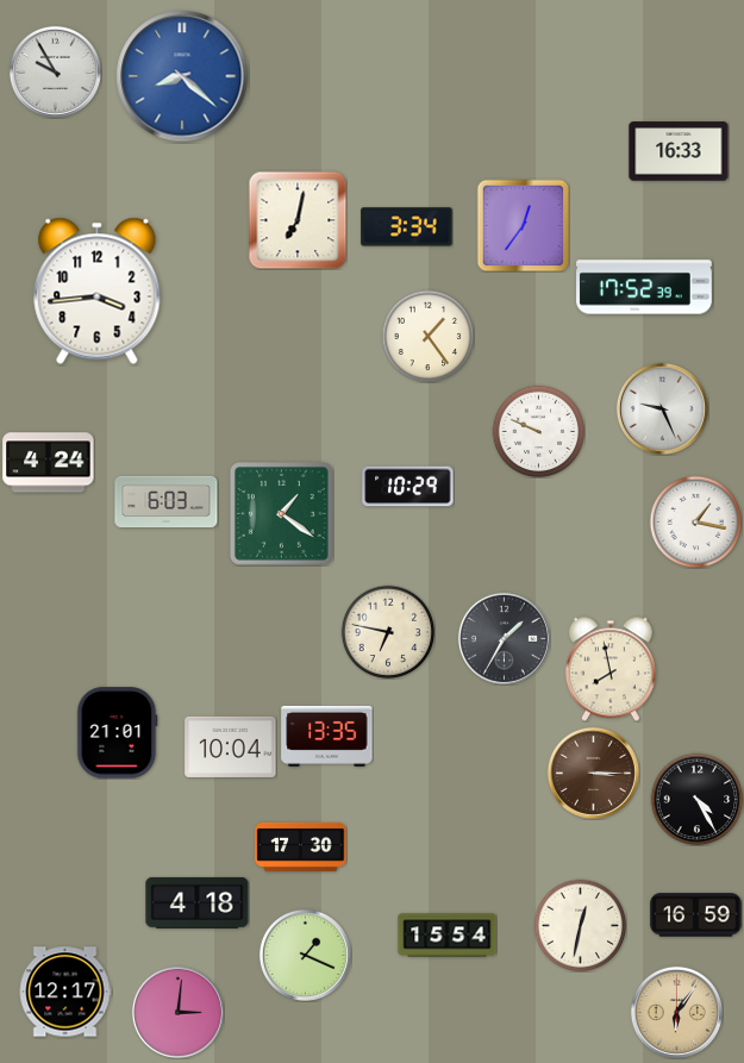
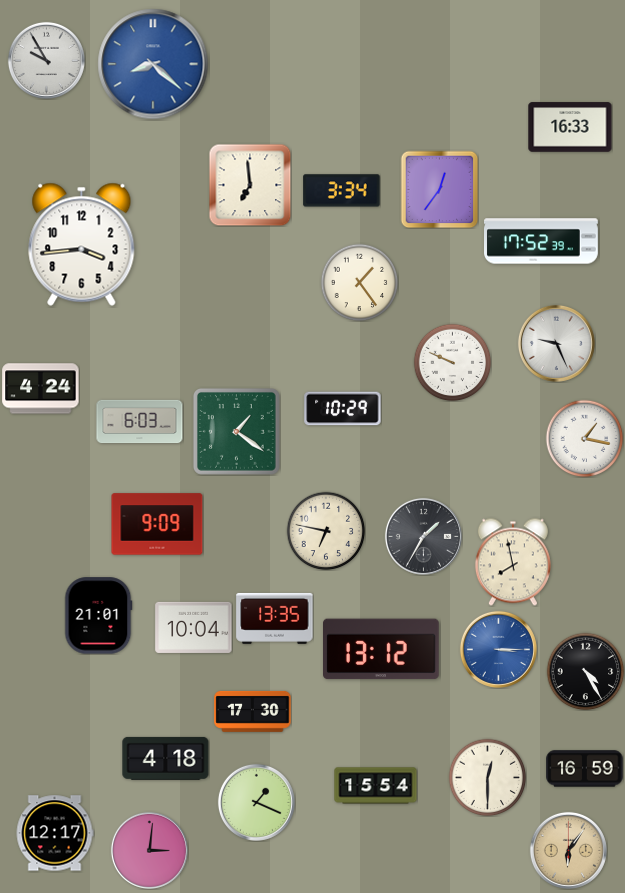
clock at (298, 220): 7:02 -> 6:59
clock at (157, 524): none -> 9:09
clock at (382, 649): none -> 13:12
clock at (593, 773) dial: brown -> blue
clock at (580, 925): 12:32 -> 12:30
